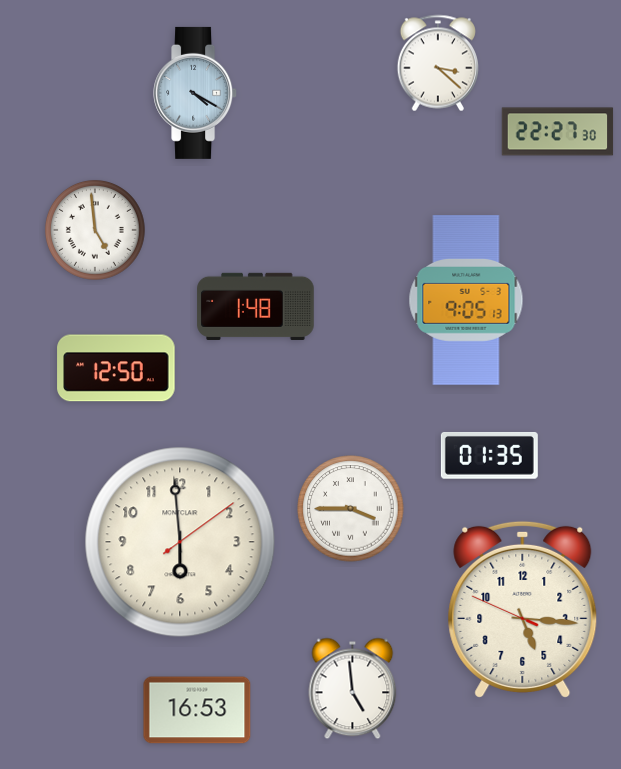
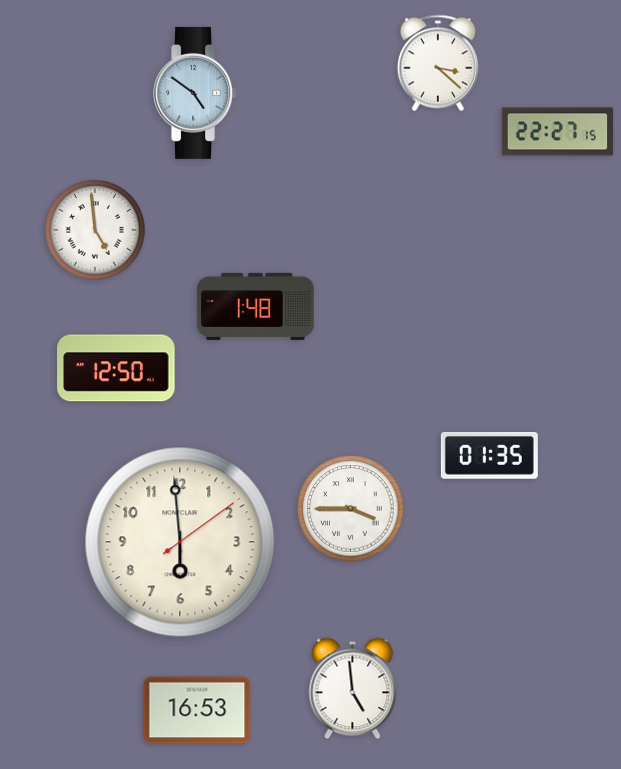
clock at (196, 93): 4:20 -> 4:51
clock at (558, 132): 22:27:30 -> 22:27:15
clock at (466, 300): 9:05 -> none
clock at (523, 609): 5:15 -> none
